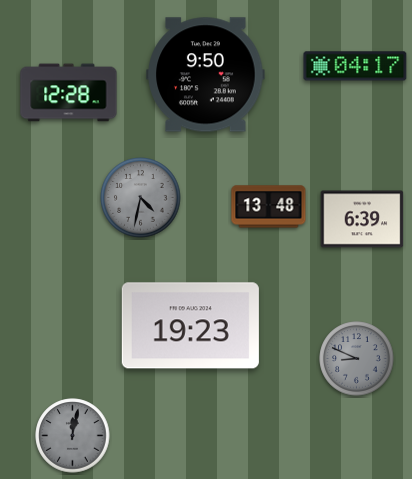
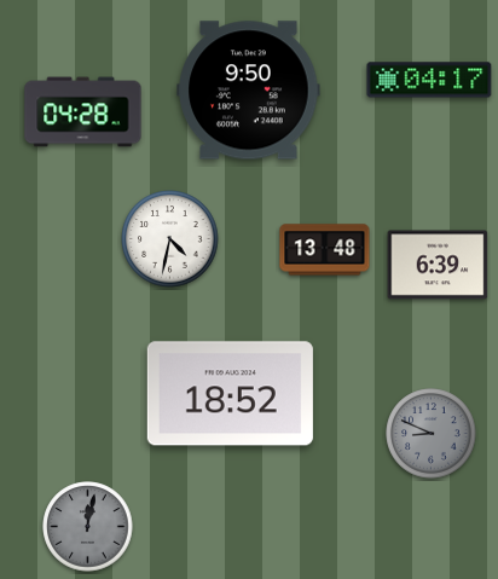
clock at (69, 93): 12:28 -> 04:28
clock at (141, 198) dial: grey -> white
clock at (190, 326): 19:23 -> 18:52
